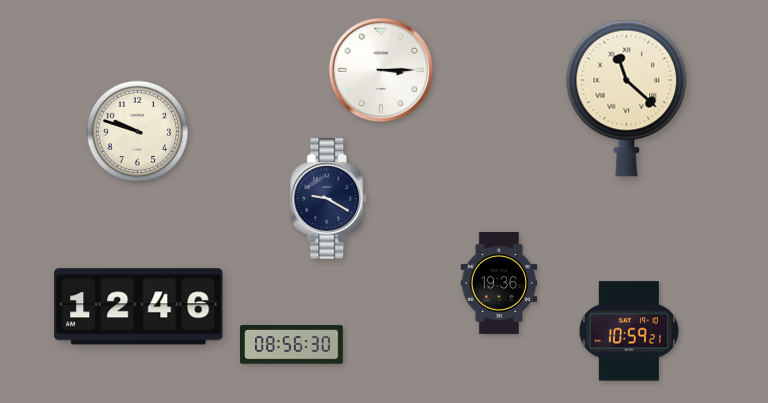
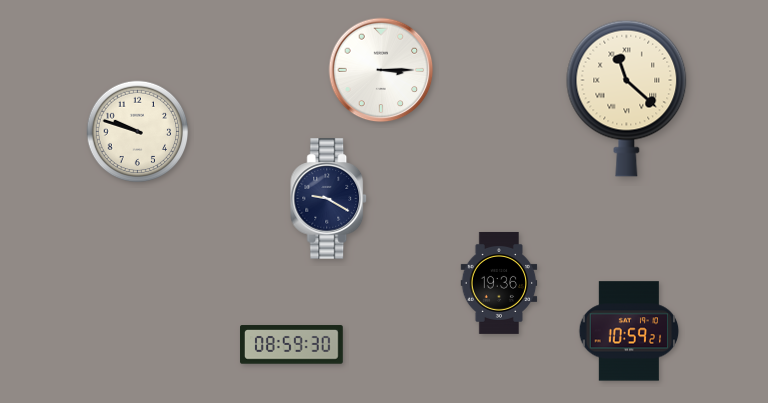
clock at (139, 307): 12:46 -> none
clock at (292, 345): 08:56 -> 08:59
